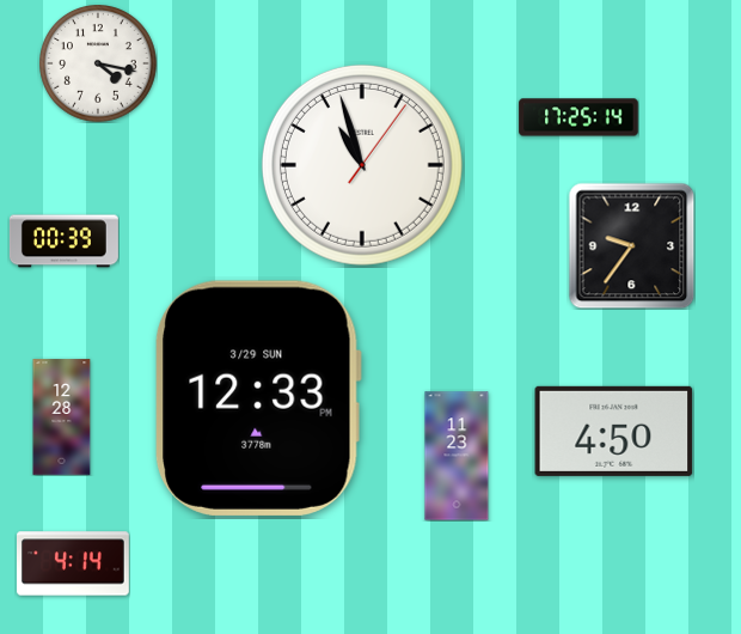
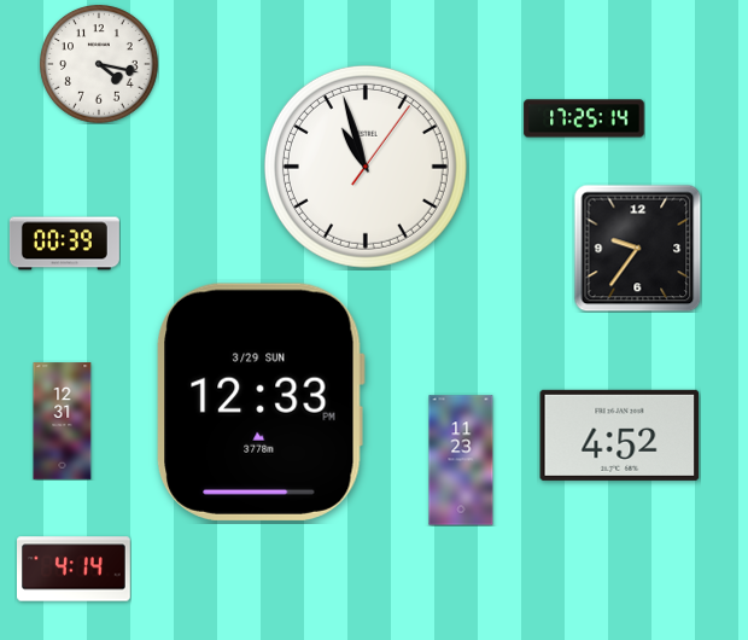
clock at (62, 417): 12:28 -> 12:31
clock at (614, 431): 4:50 -> 4:52
